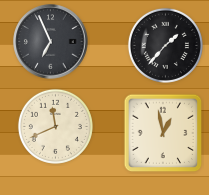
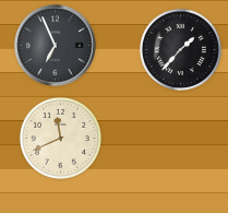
clock at (163, 133): 12:58 -> none
